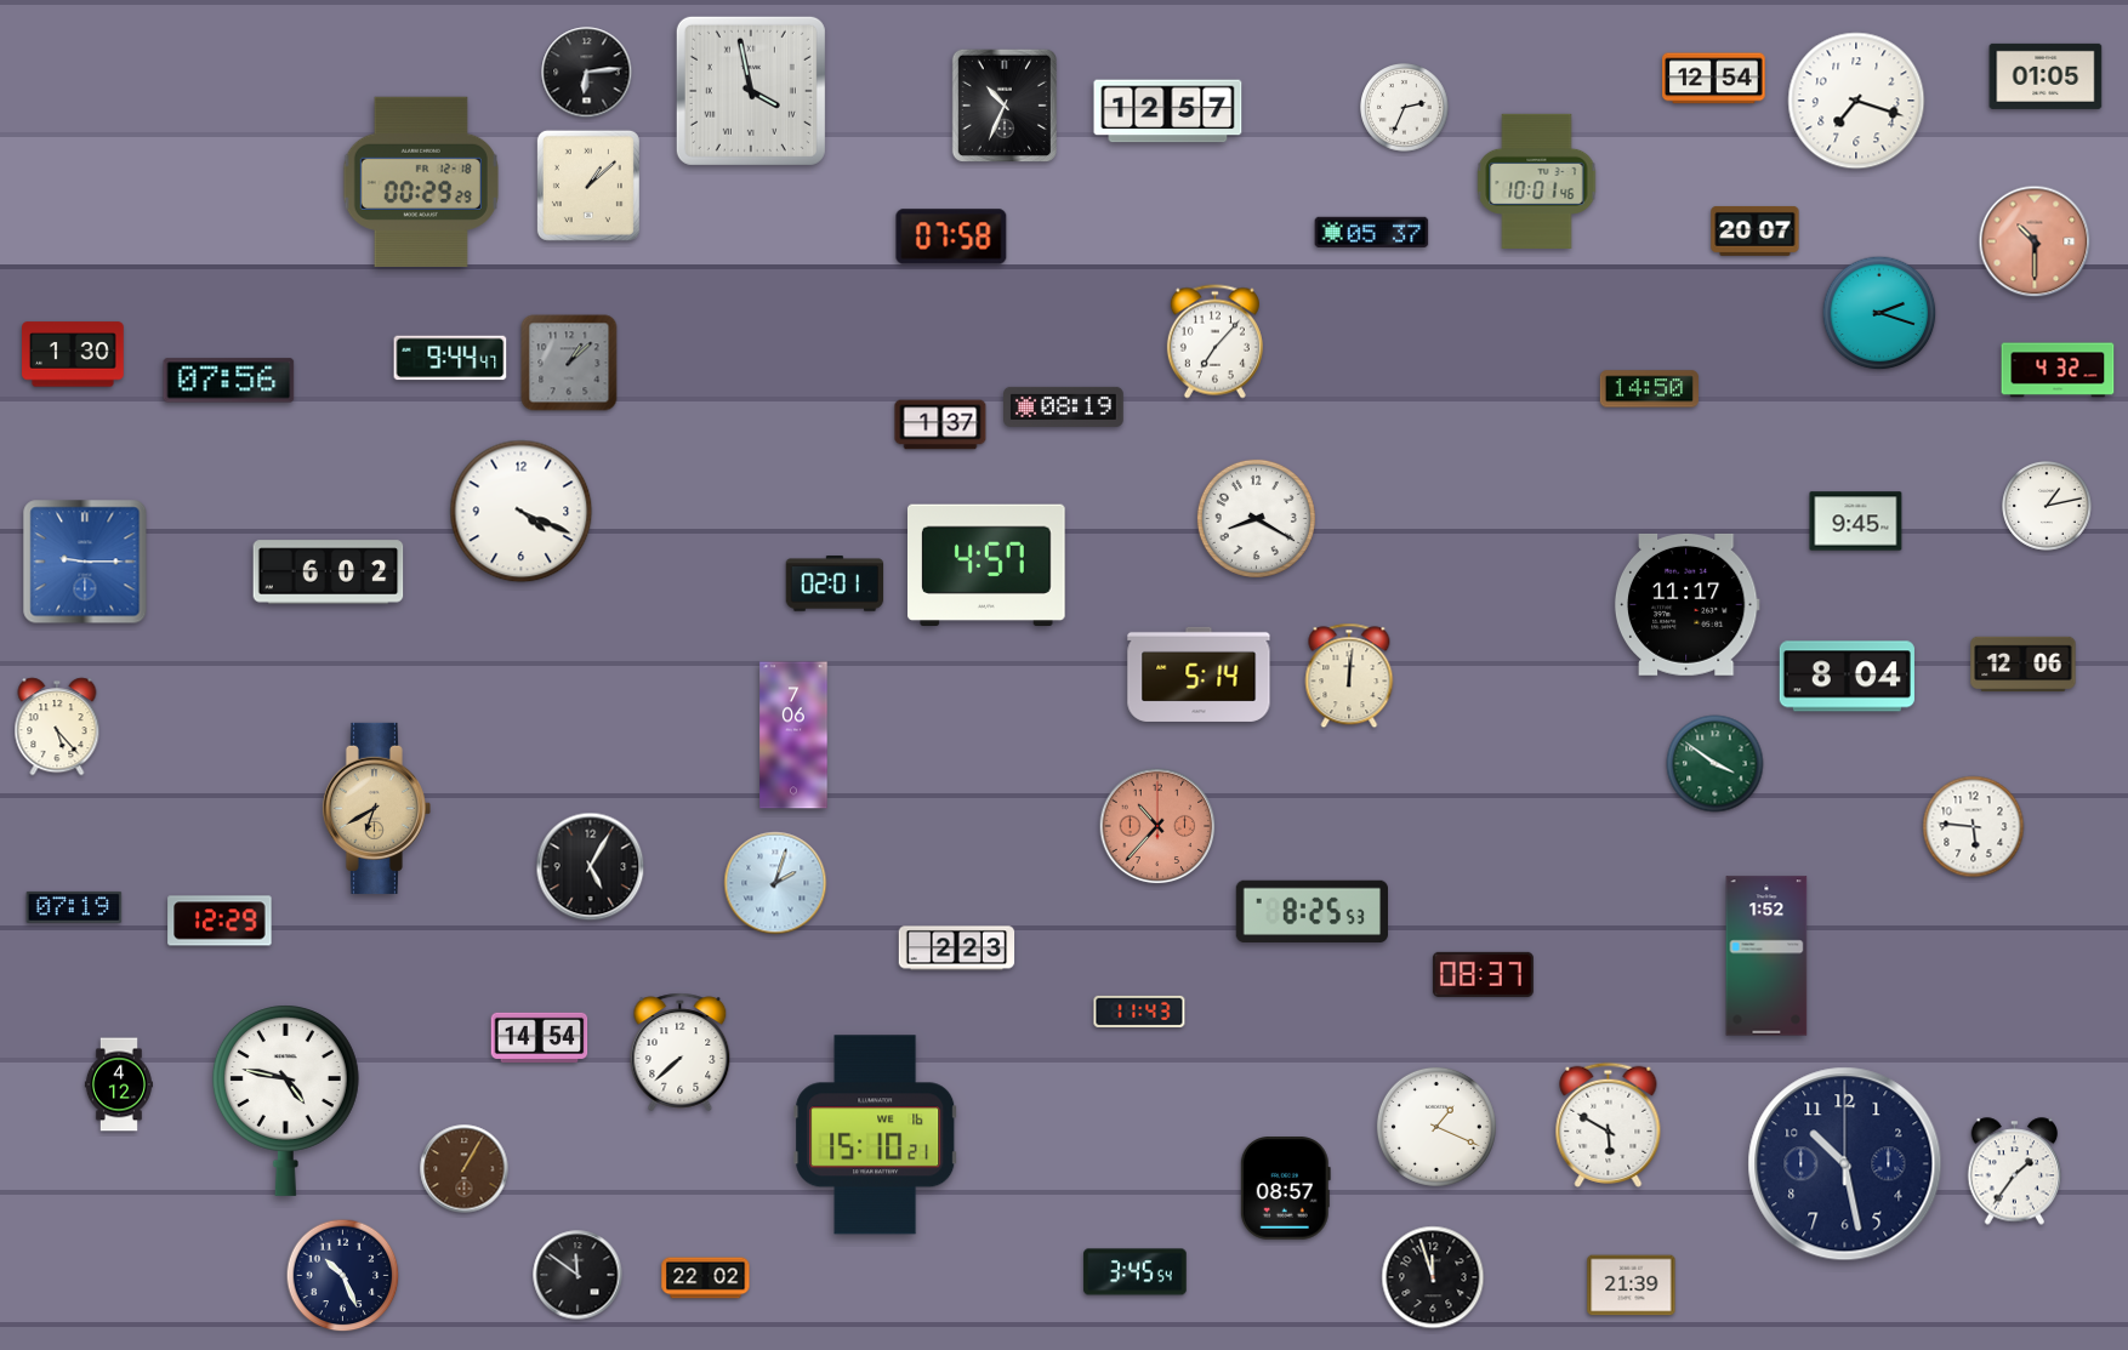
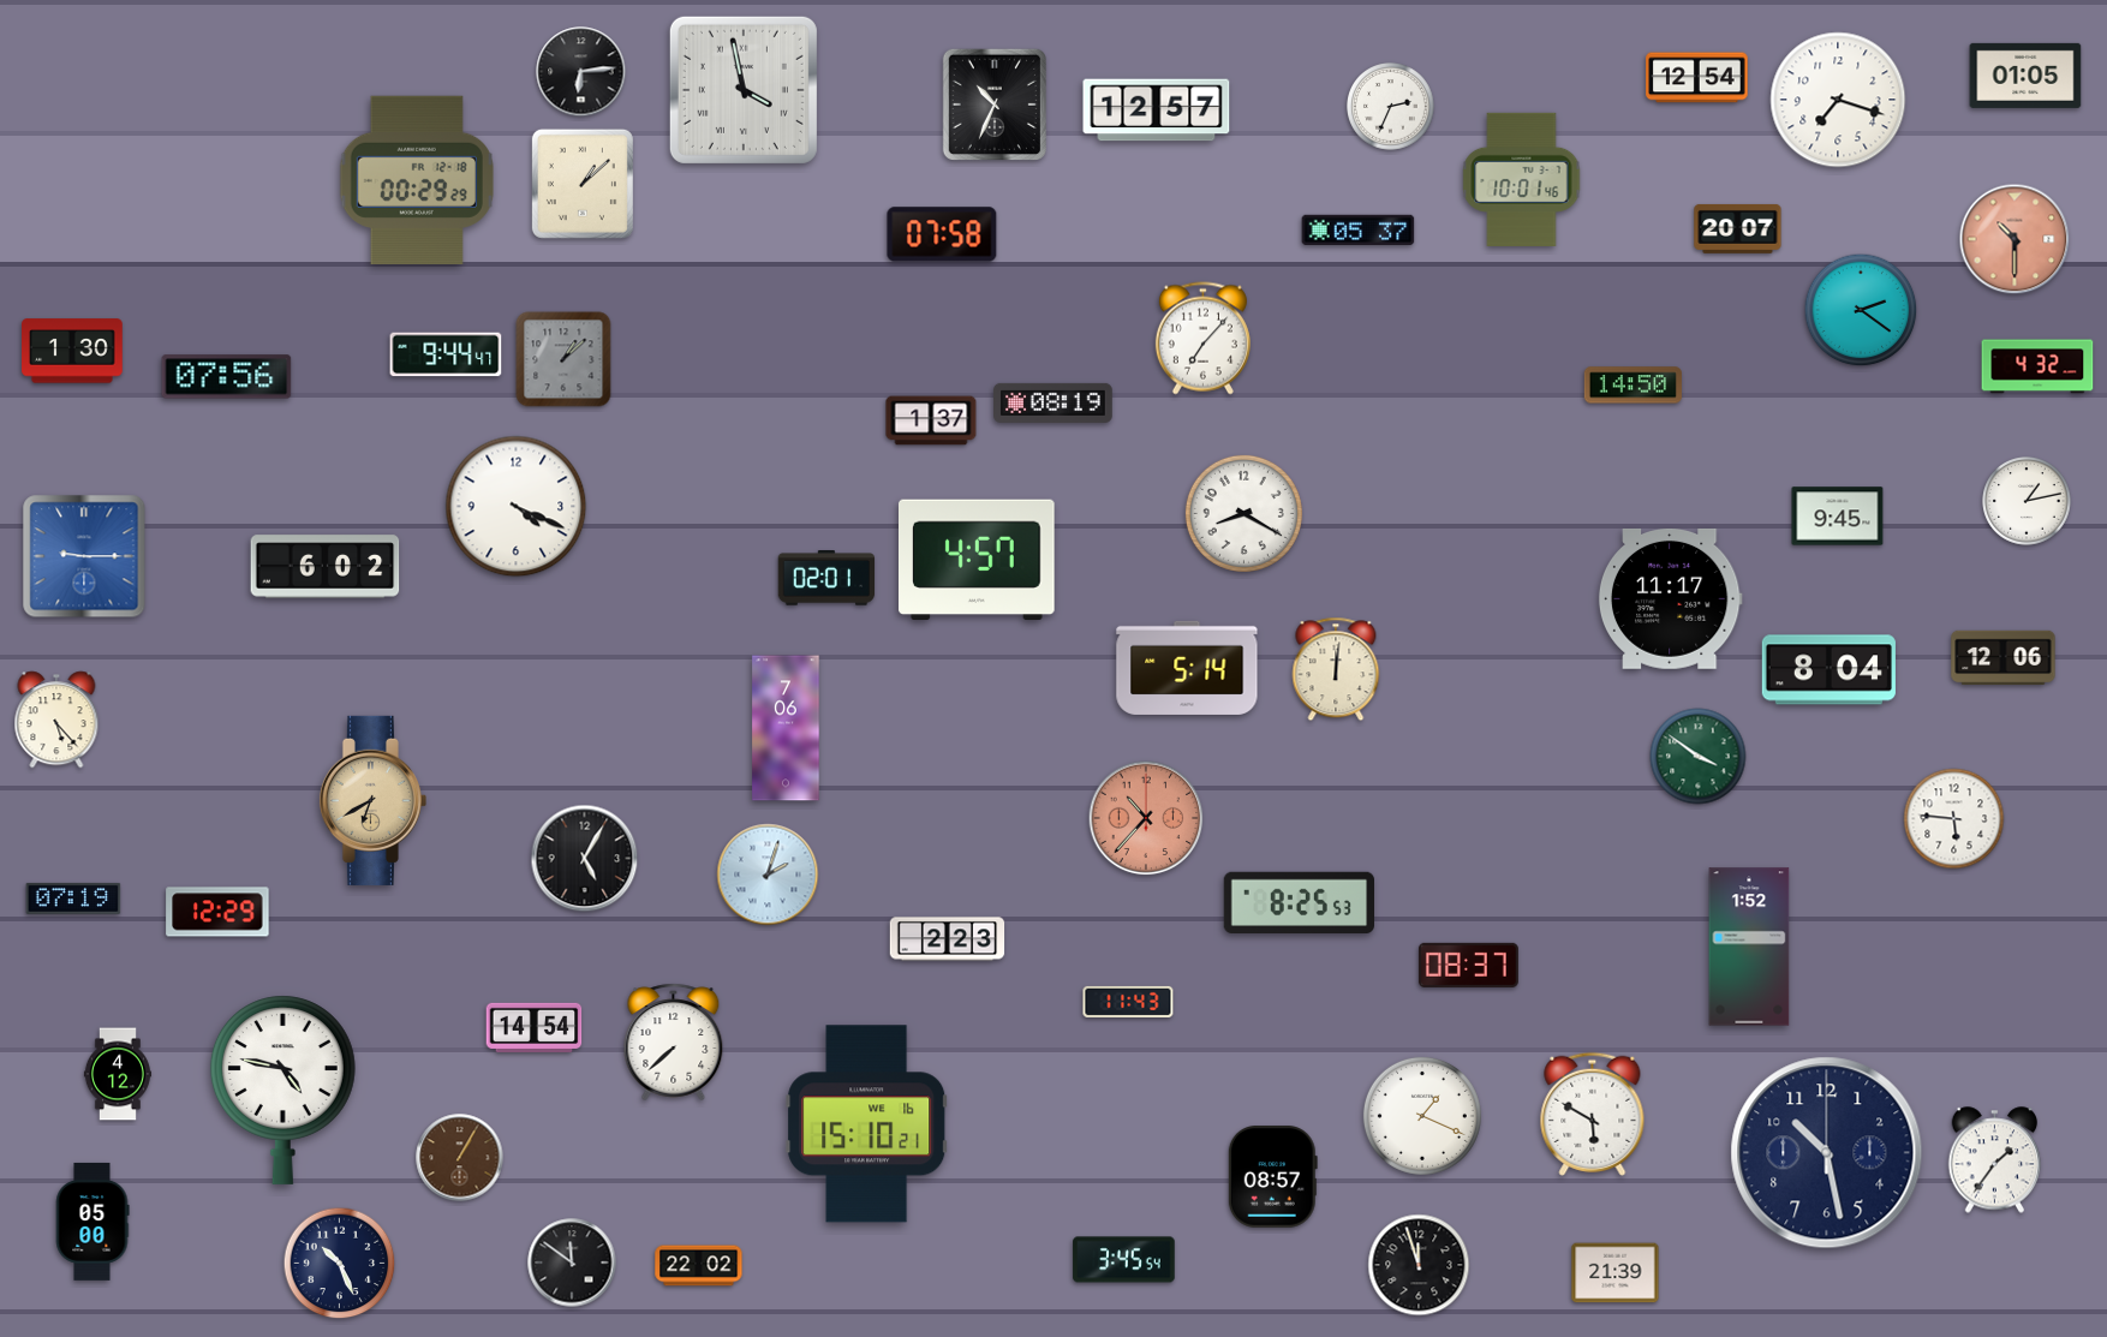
clock at (1879, 313): 2:18 -> 2:21
clock at (92, 1222): none -> 05:00
